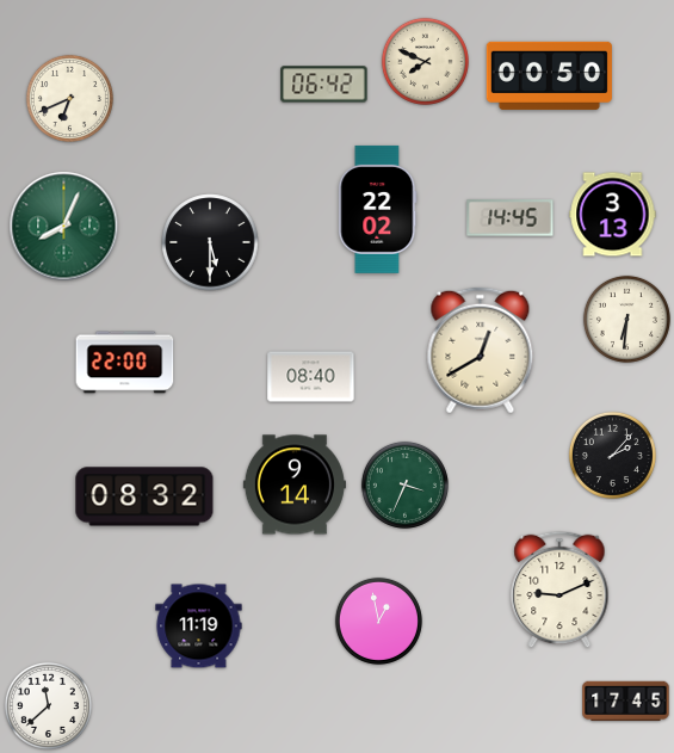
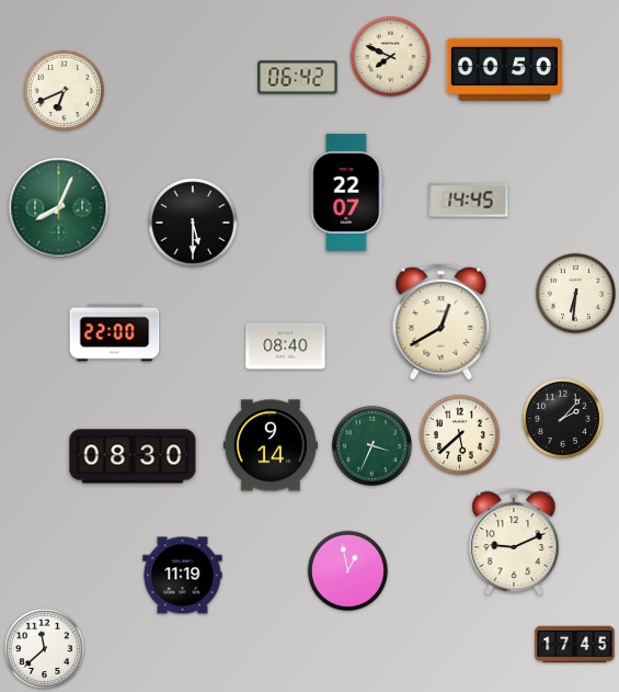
clock at (378, 209): 22:02 -> 22:07
clock at (613, 215): 3:13 -> none
clock at (459, 434): none -> 5:38
clock at (144, 496): 08:32 -> 08:30
